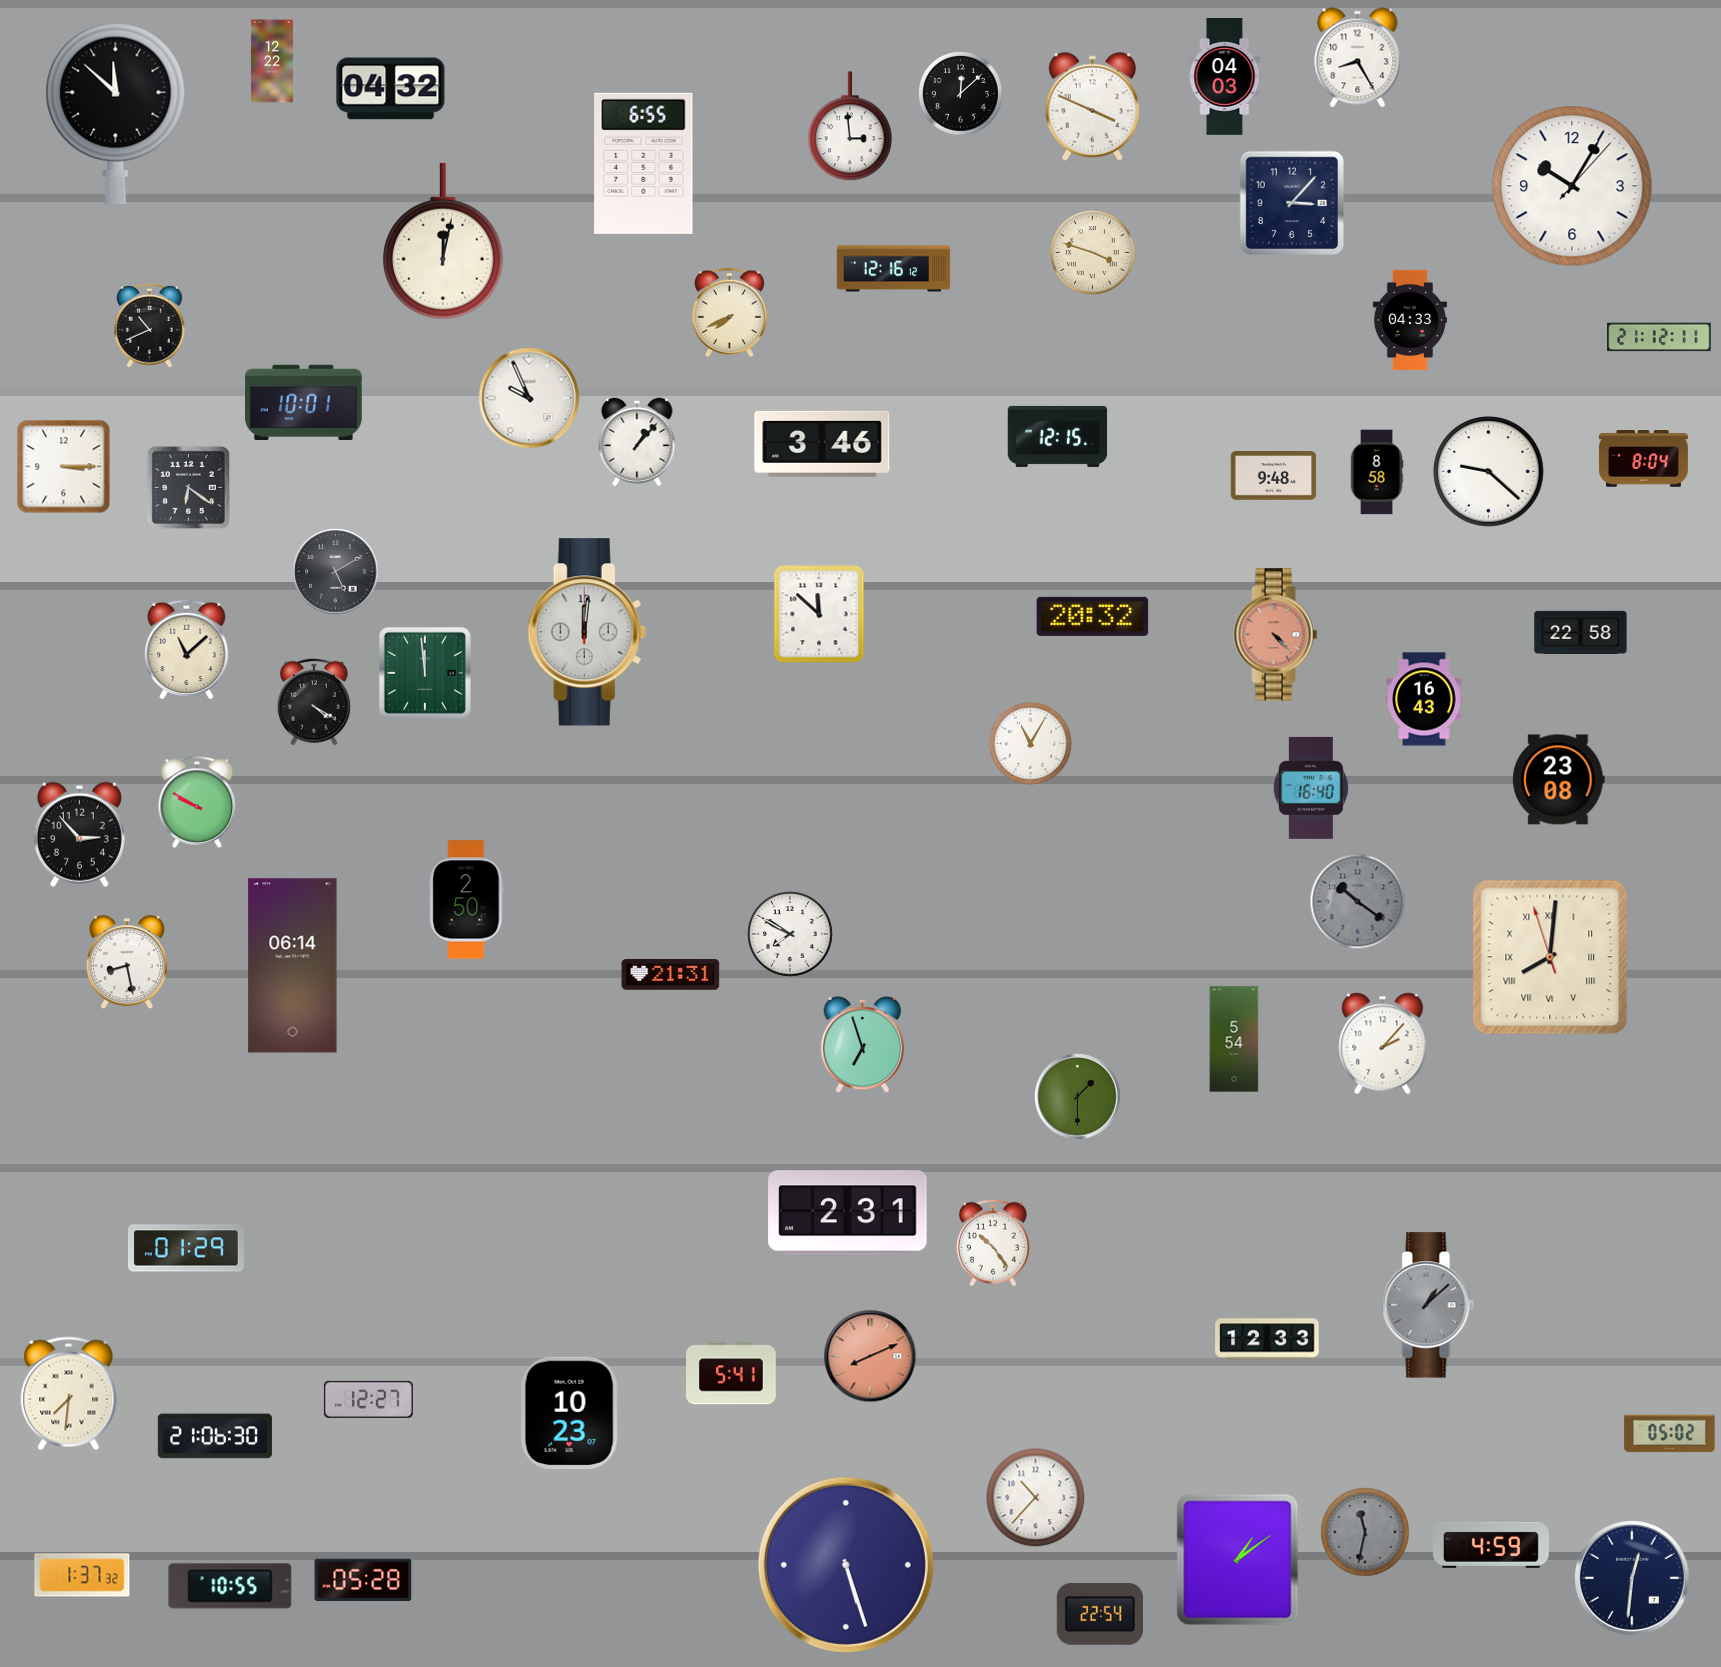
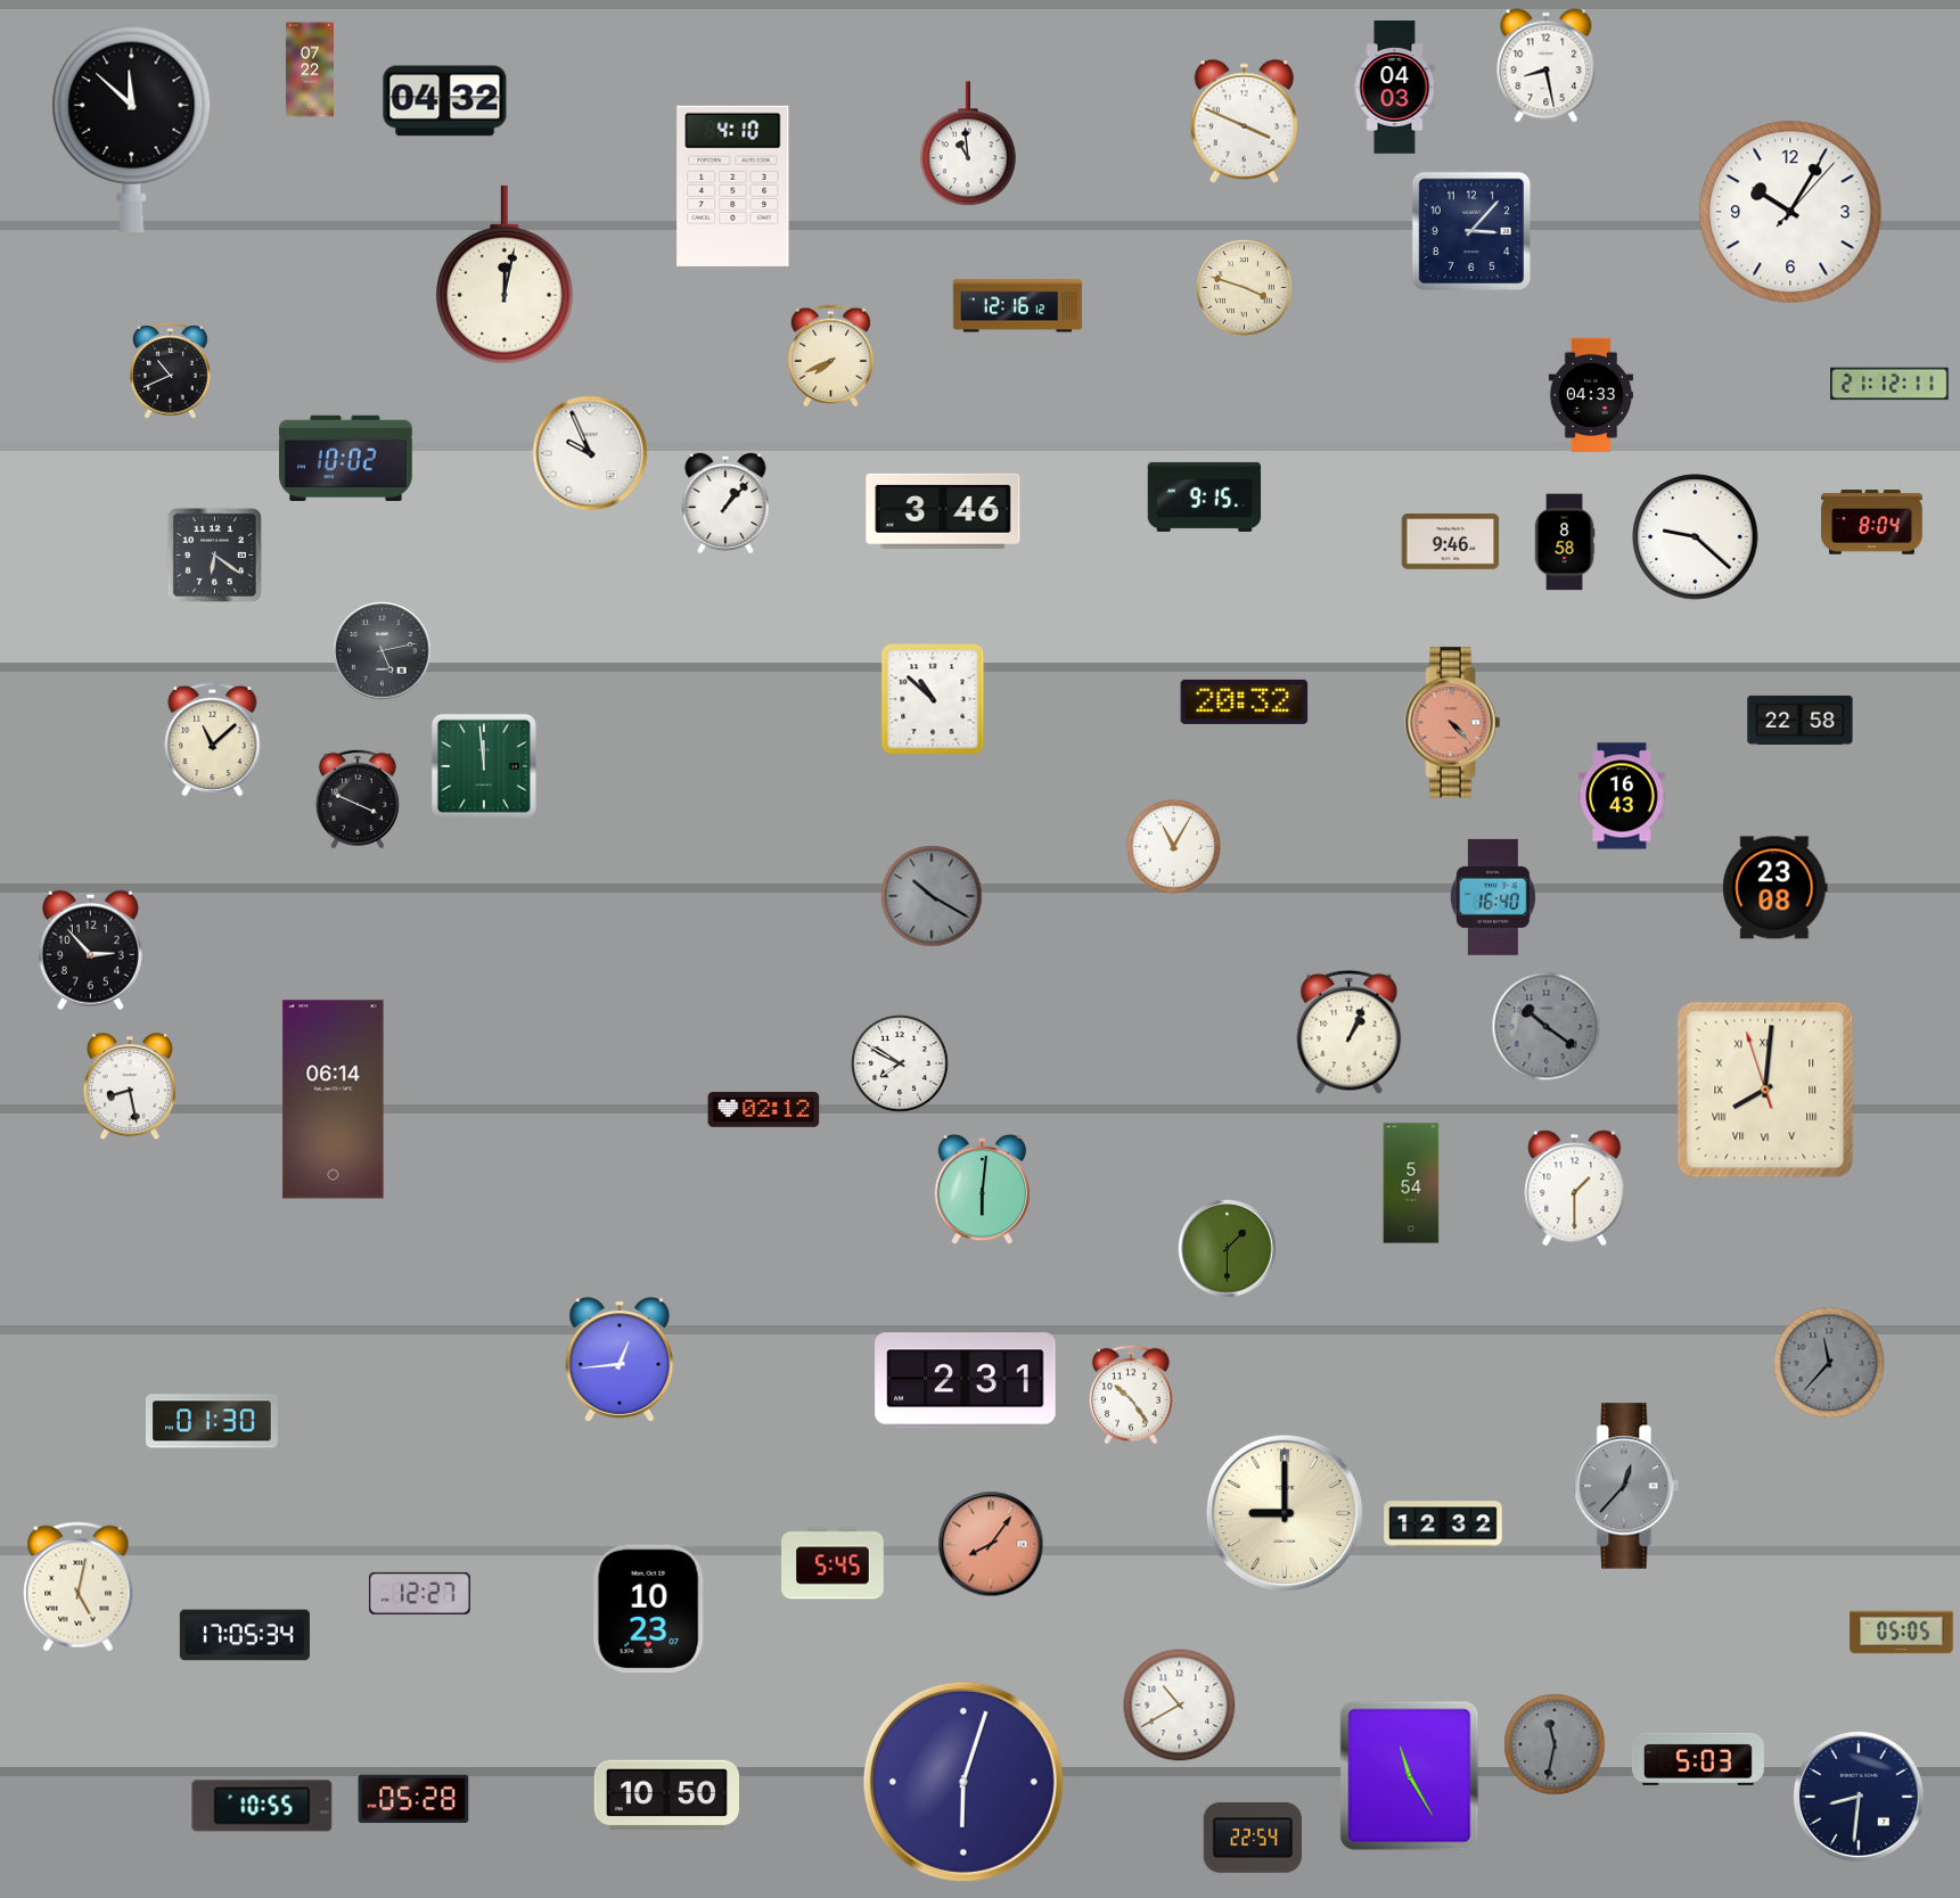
clock at (1358, 58): 8:25 -> 8:28
clock at (272, 61): 12:22 -> 07:22
clock at (961, 94): 12:08 -> none
clock at (851, 127): 2:59 -> 10:59
clock at (644, 163): 6:55 -> 4:10
clock at (1410, 319) position: (1410, 319) -> (1591, 394)
clock at (529, 398) position: (529, 398) -> (590, 453)
clock at (304, 402): 10:01 -> 10:02
clock at (1058, 436): 12:15 -> 9:15
clock at (822, 444) position: (822, 444) -> (943, 511)
clock at (64, 467): 3:15 -> none
clock at (1377, 472) position: (1377, 472) -> (1565, 542)
clock at (1274, 476): 9:48 -> 9:46
clock at (336, 572): 5:10 -> 5:13
clock at (819, 614): 11:52 -> 10:52
clock at (587, 632): 12:01 -> none
clock at (314, 702): 4:20 -> 3:49
clock at (932, 896): none -> 10:20
clock at (197, 802): 9:50 -> none
clock at (467, 900): 2:50 -> none
clock at (1350, 1032): none -> 1:04
clock at (127, 963) position: (127, 963) -> (130, 1087)
clock at (671, 975): 21:31 -> 02:12
clock at (1234, 1039) position: (1234, 1039) -> (1411, 1183)
clock at (1383, 1044): 2:07 -> 1:30
clock at (863, 1045): 6:57 -> 6:01
clock at (620, 1359): none -> 12:44
clock at (1829, 1363): none -> 11:37
clock at (993, 1243) position: (993, 1243) -> (1131, 1395)
clock at (186, 1248): 01:29 -> 01:30
clock at (1428, 1305): 1:08 -> 12:37
clock at (1285, 1513): none -> 9:00
clock at (1267, 1339): 12:33 -> 12:32
clock at (870, 1356): 8:11 -> 8:06
clock at (731, 1373): 5:41 -> 5:45
clock at (69, 1394): 7:31 -> 5:02
clock at (1670, 1434): 05:02 -> 05:05
clock at (215, 1436): 21:06 -> 17:05
clock at (1036, 1498): 10:37 -> 10:40
clock at (1491, 1545): 4:59 -> 5:03
clock at (1238, 1560): 1:09 -> 11:25
clock at (846, 1565): 5:27 -> 6:03
clock at (82, 1575): 1:37 -> none
clock at (666, 1796): none -> 10:50
clock at (1632, 1578): 12:31 -> 8:31
